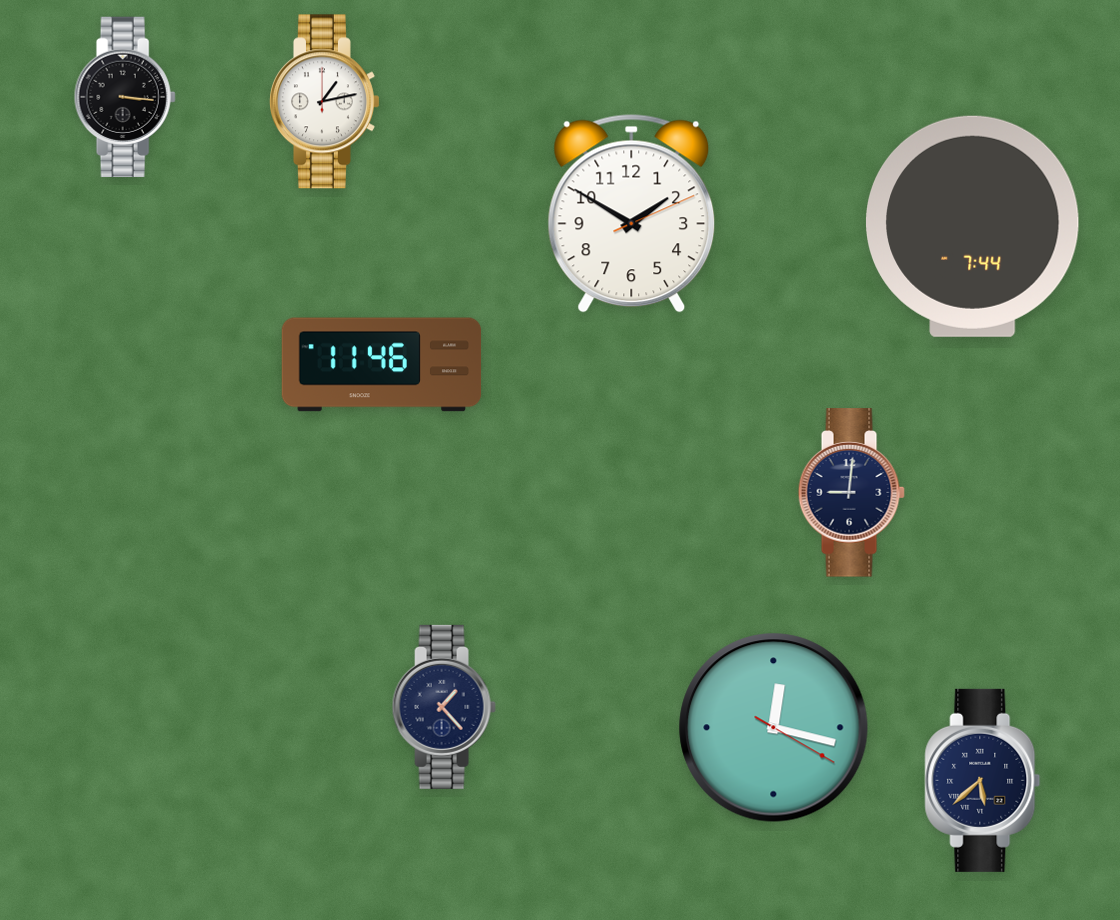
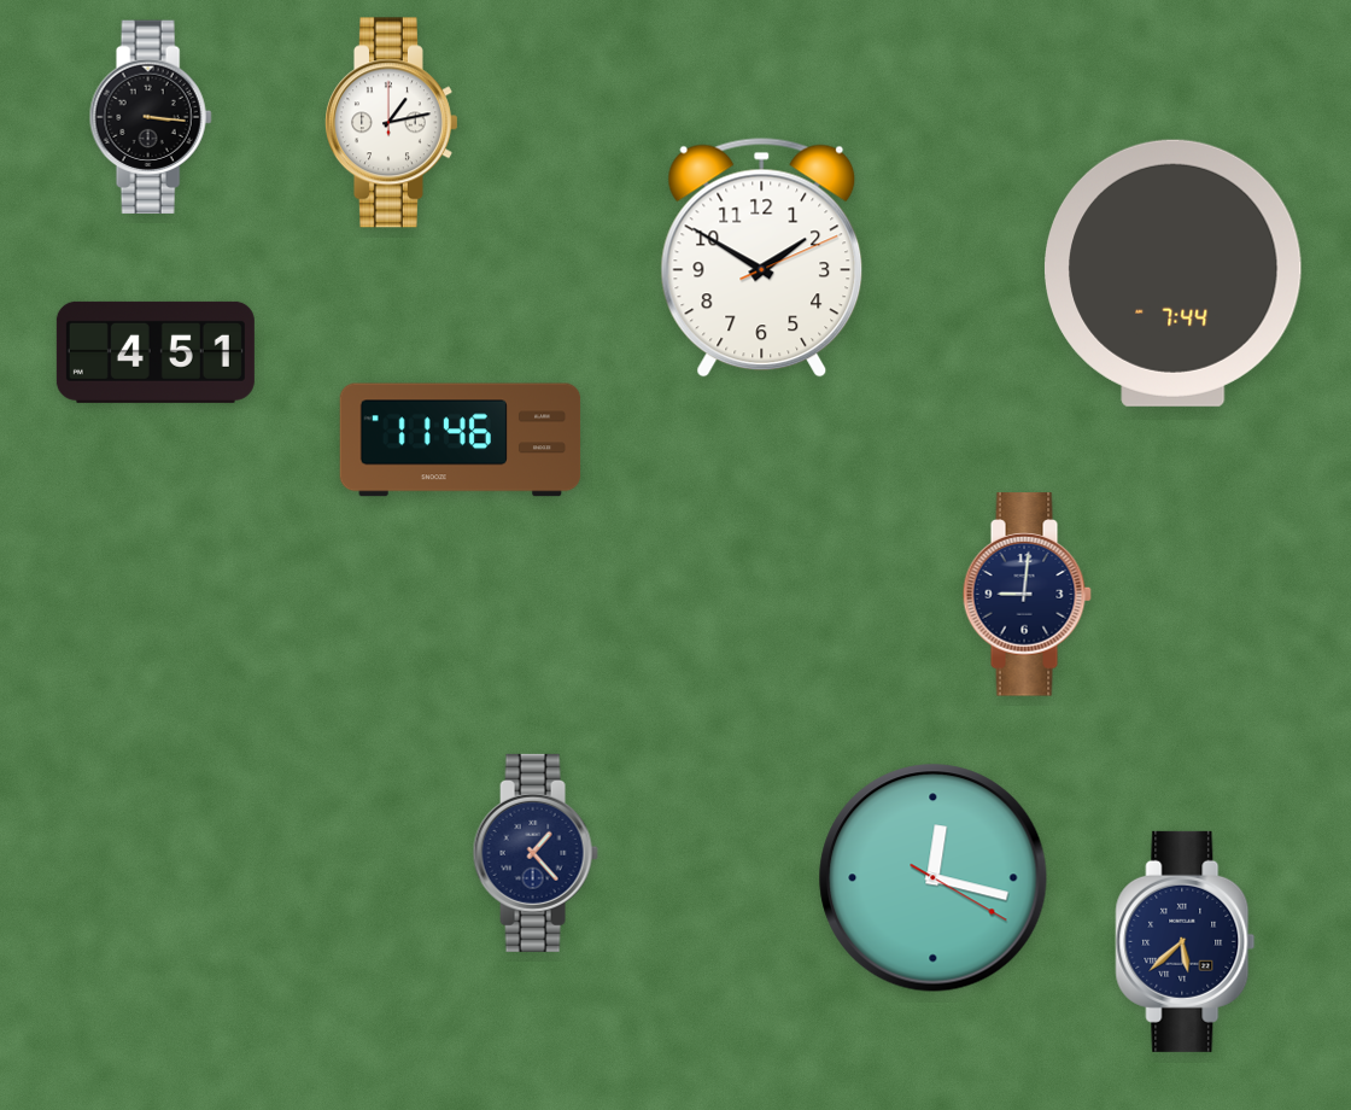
clock at (156, 352): none -> 4:51
